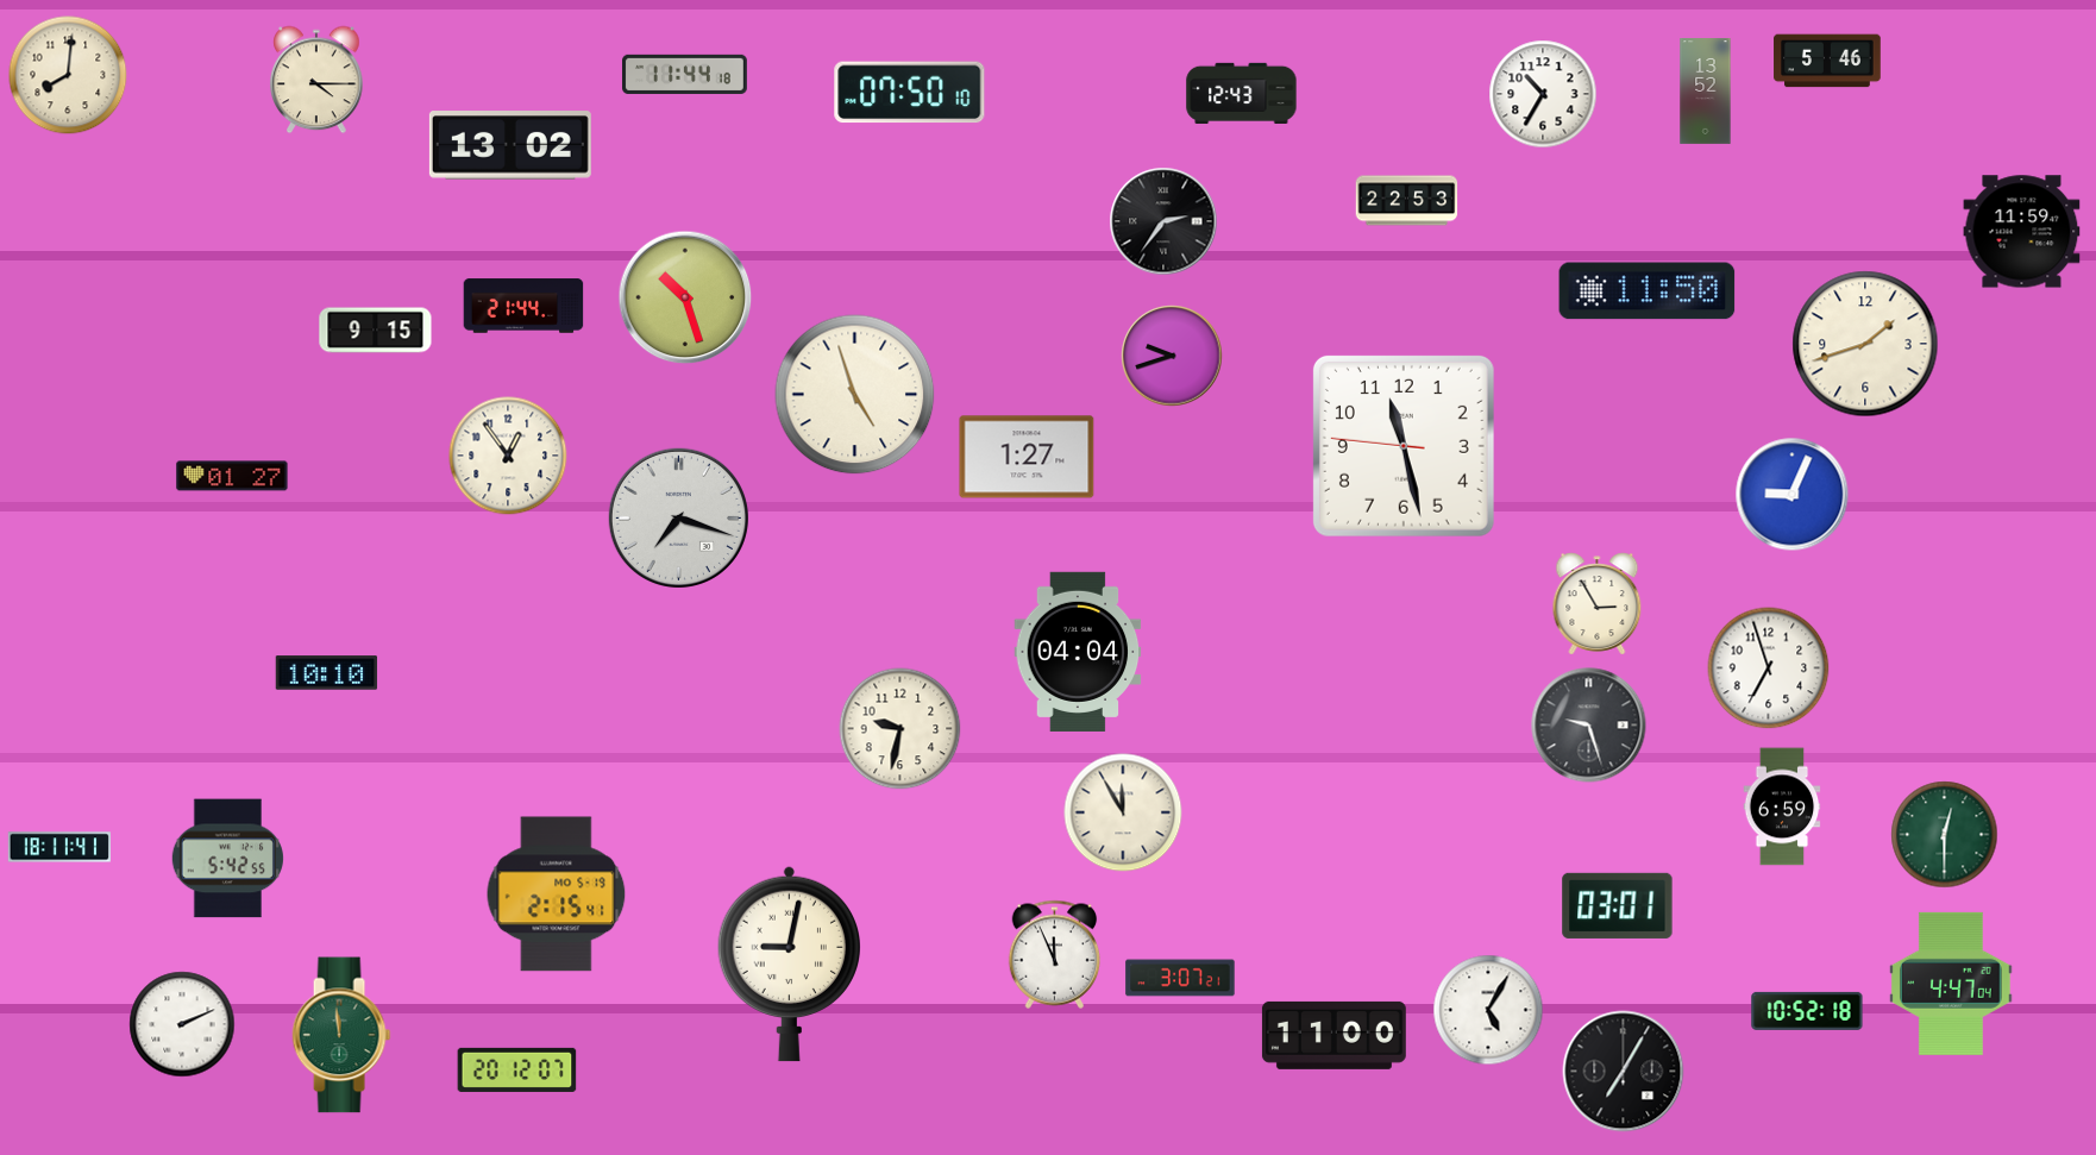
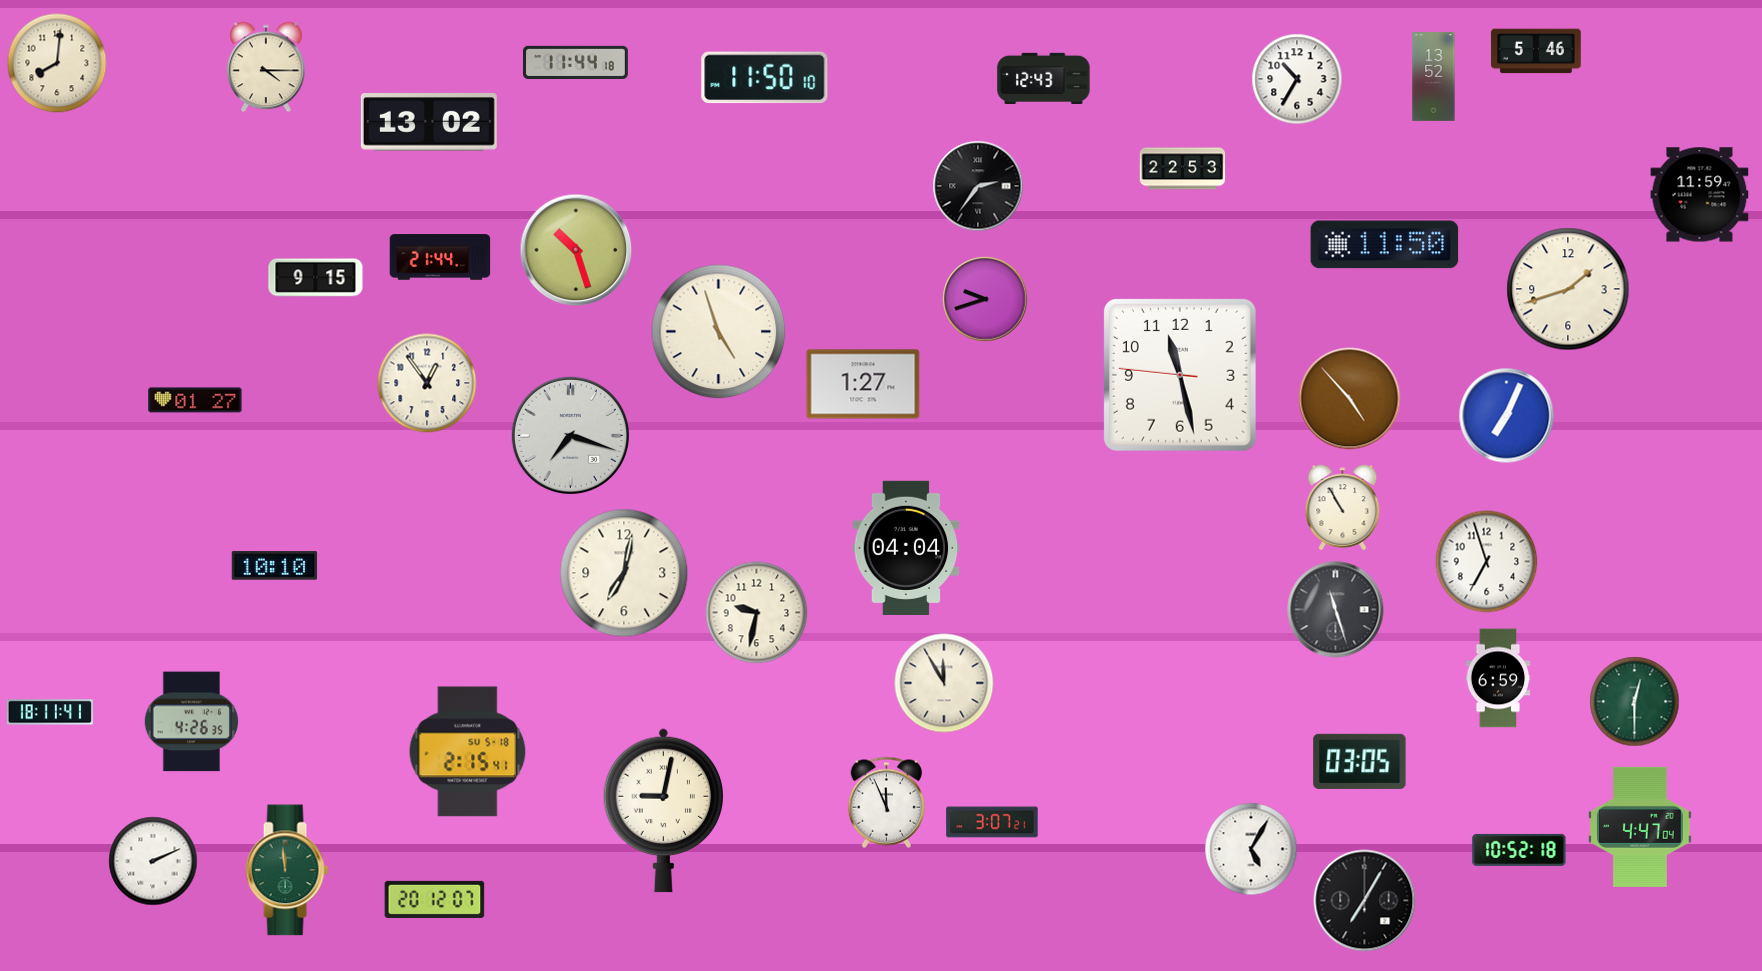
clock at (910, 93): 07:50 -> 11:50
clock at (1350, 399): none -> 4:53
clock at (1793, 495): 9:04 -> 7:04
clock at (1598, 604): 2:55 -> 10:55
clock at (624, 573): none -> 7:02
clock at (1589, 726): 9:27 -> 11:27
clock at (227, 859): 5:42 -> 4:26
clock at (557, 895) date: MO 5-19 -> SU 5-18
clock at (1618, 905): 03:01 -> 03:05
clock at (1333, 1035): 11:00 -> none
